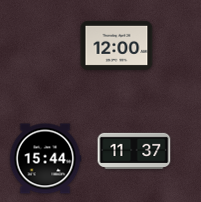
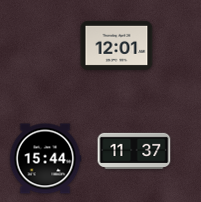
clock at (117, 45): 12:00 -> 12:01
